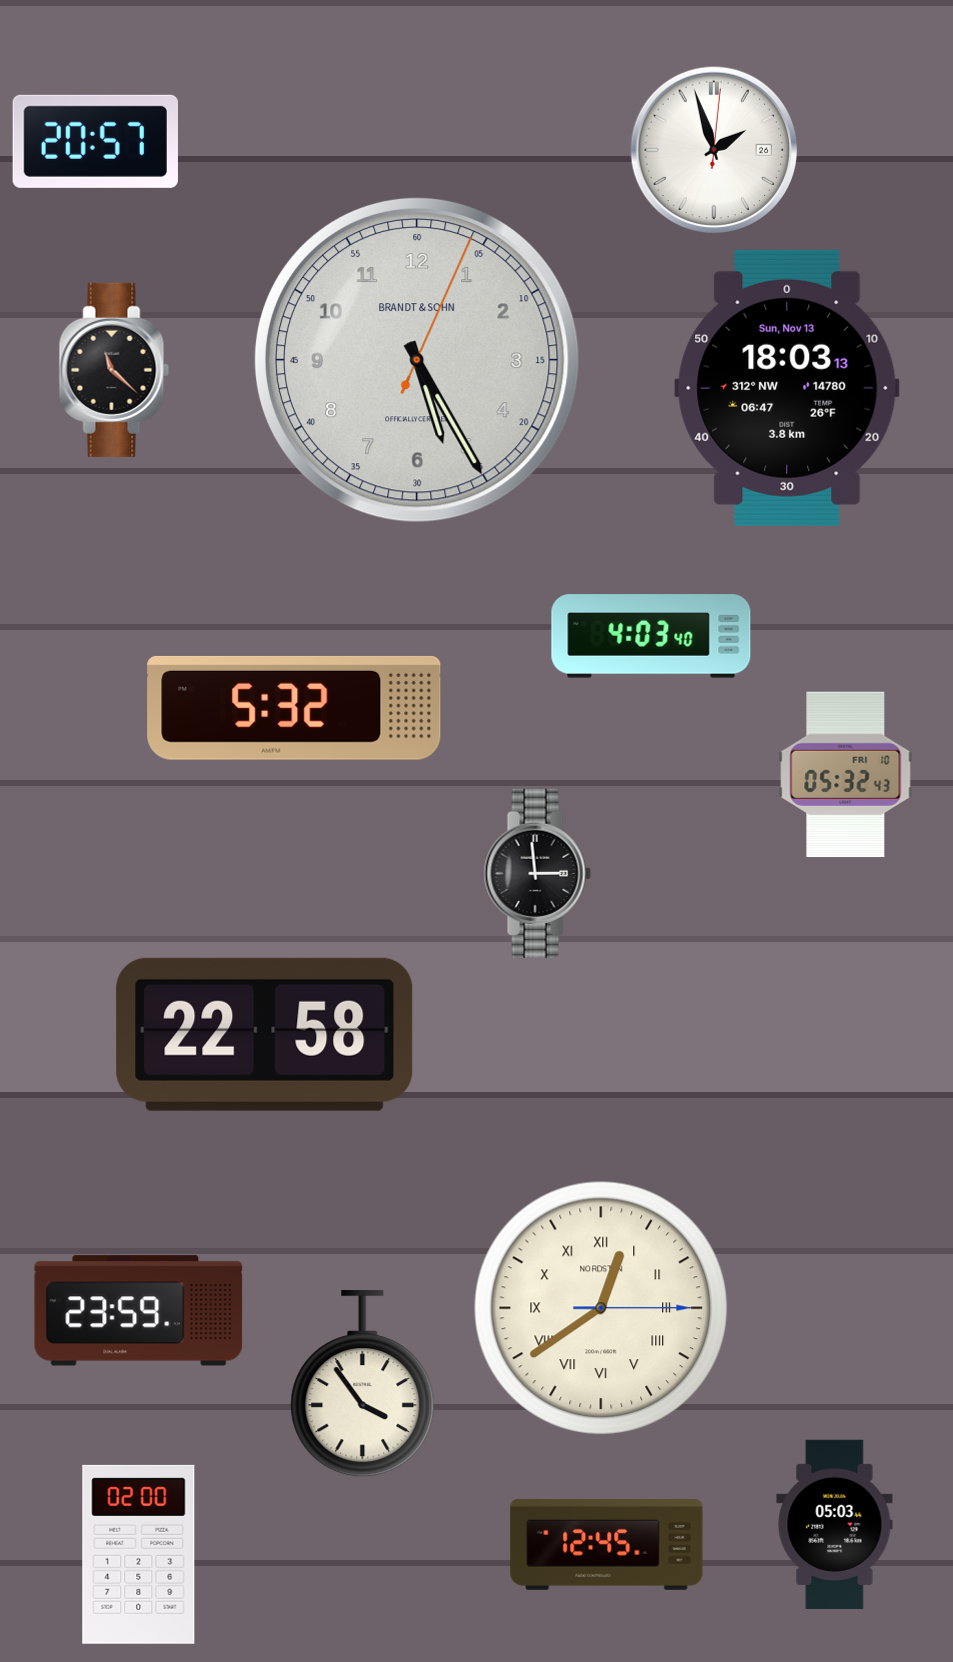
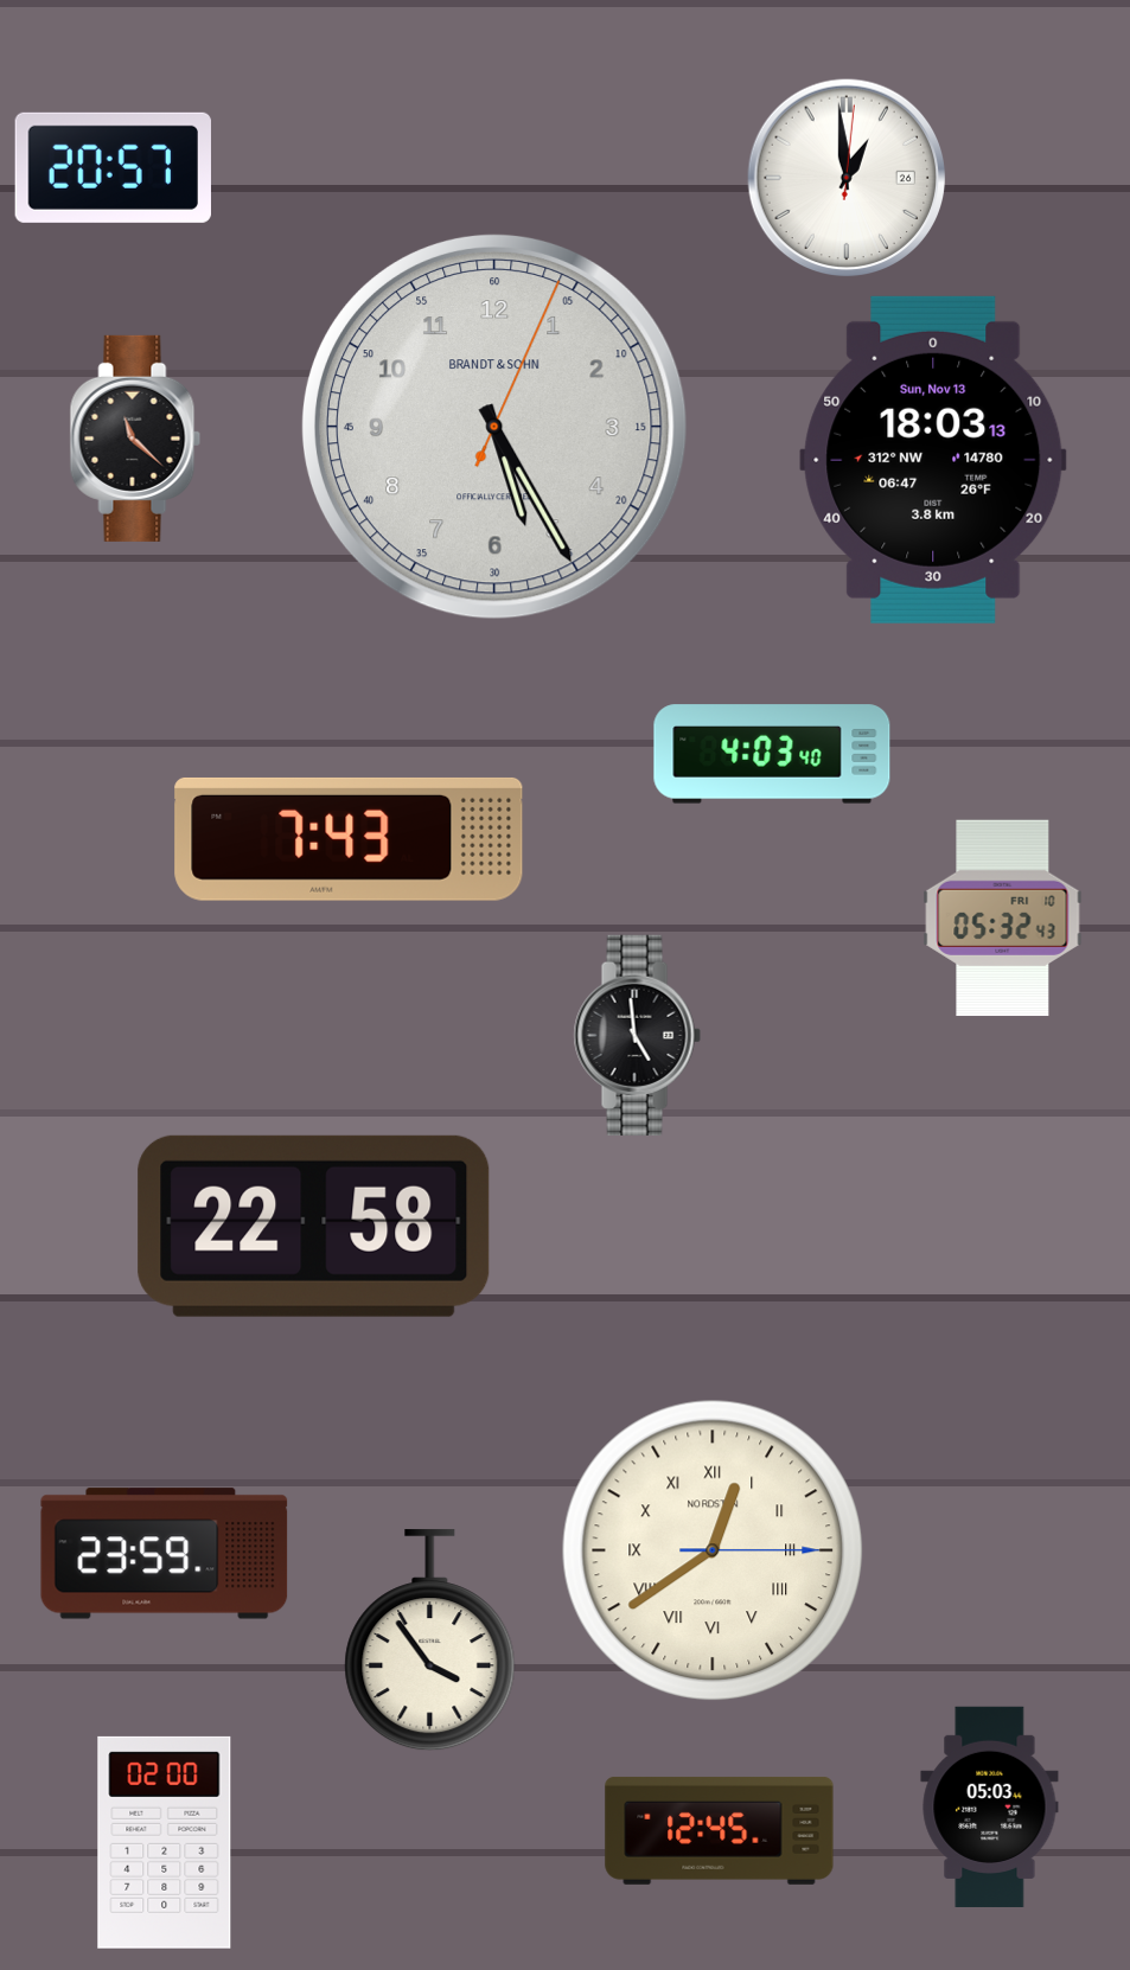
clock at (714, 150): 1:57 -> 12:59
clock at (294, 708): 5:32 -> 7:43
clock at (537, 873): 2:59 -> 4:59
